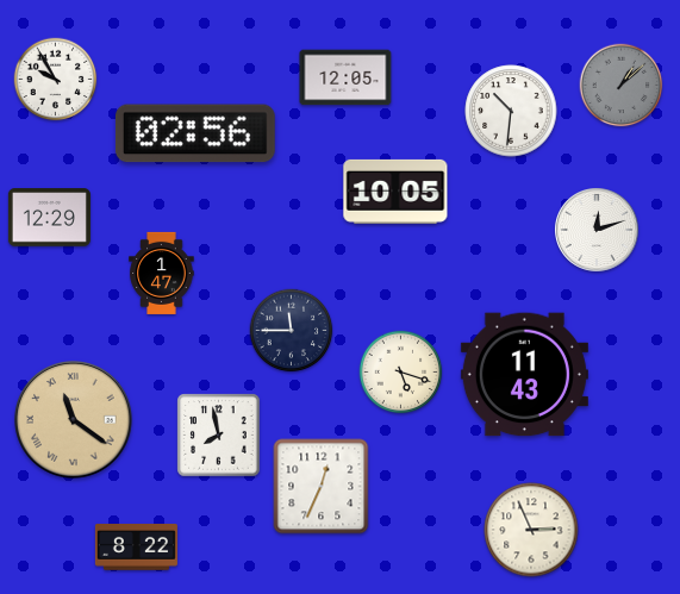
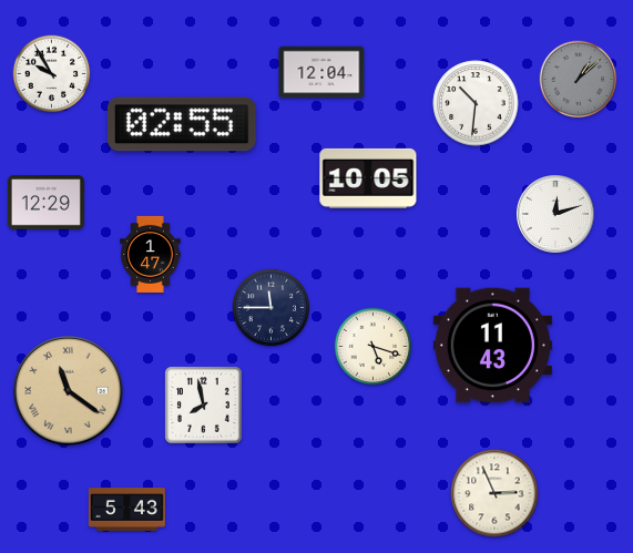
clock at (345, 77): 12:05 -> 12:04
clock at (195, 133): 02:56 -> 02:55
clock at (524, 375) position: (524, 375) -> (492, 346)
clock at (322, 487): 12:34 -> none
clock at (136, 548): 8:22 -> 5:43
